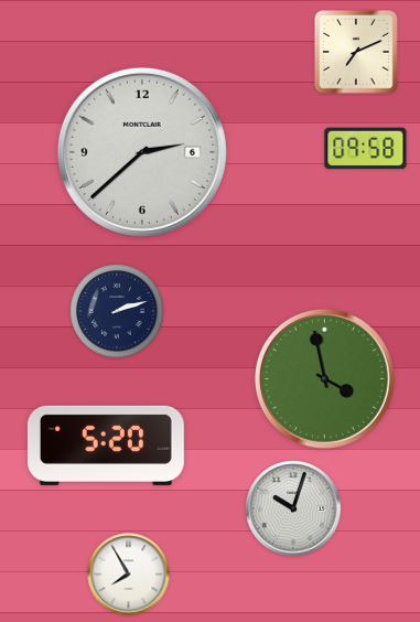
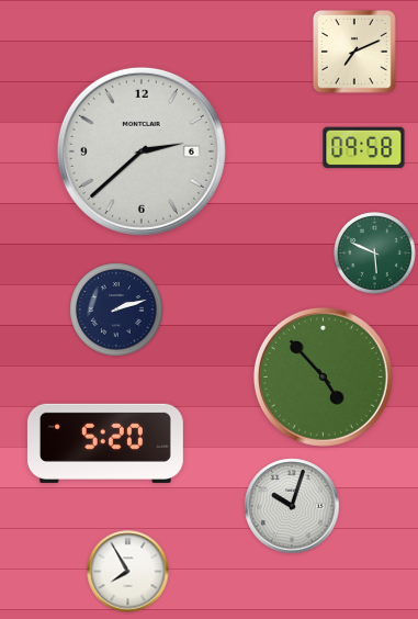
clock at (375, 254): none -> 5:49
clock at (324, 378): 3:58 -> 4:53
